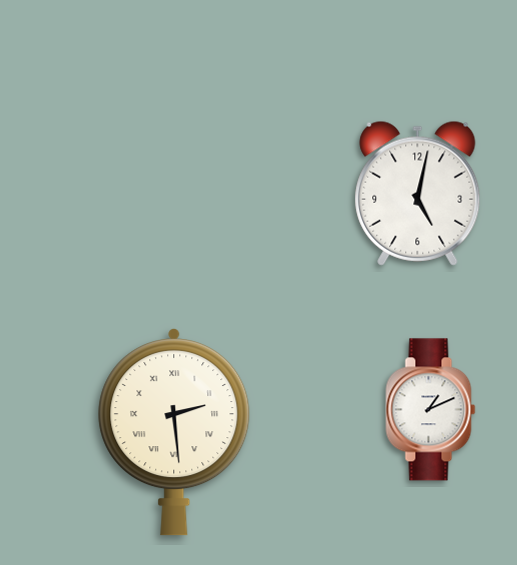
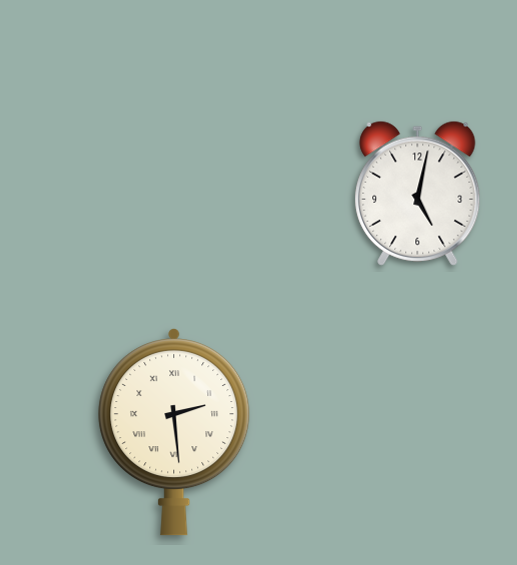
clock at (431, 410): 1:11 -> none
